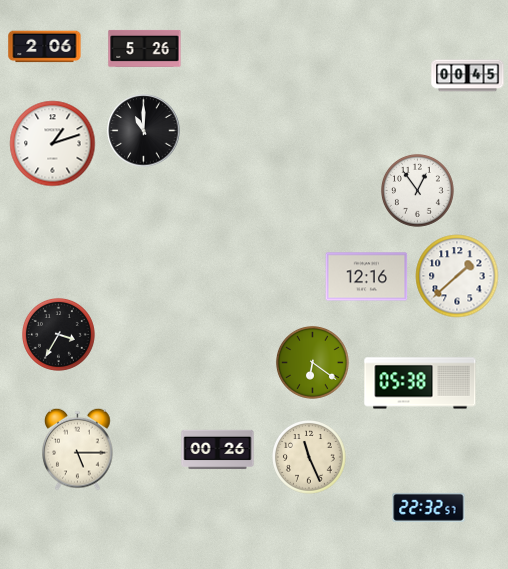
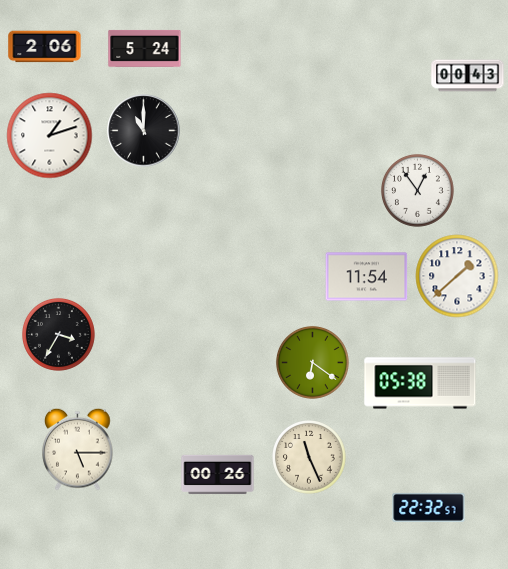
clock at (145, 48): 5:26 -> 5:24
clock at (468, 76): 00:45 -> 00:43
clock at (53, 144) position: (53, 144) -> (50, 136)
clock at (367, 277): 12:16 -> 11:54
clock at (218, 450) position: (218, 450) -> (218, 475)
